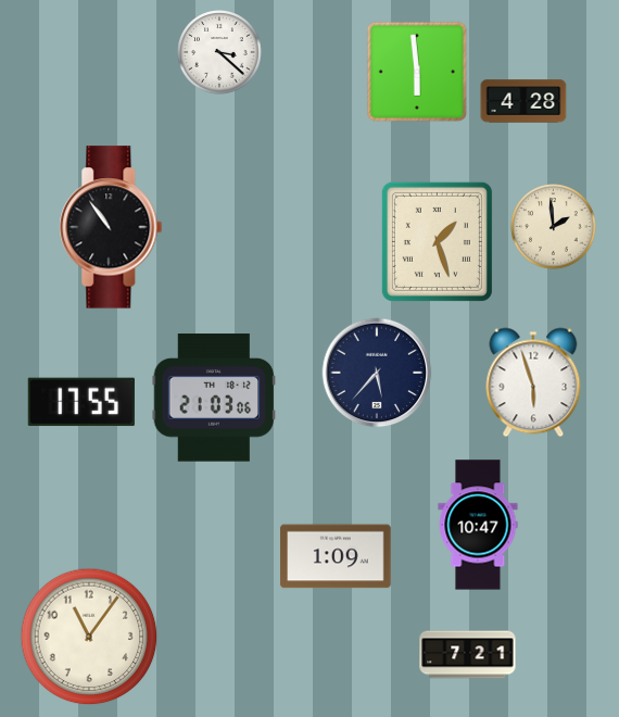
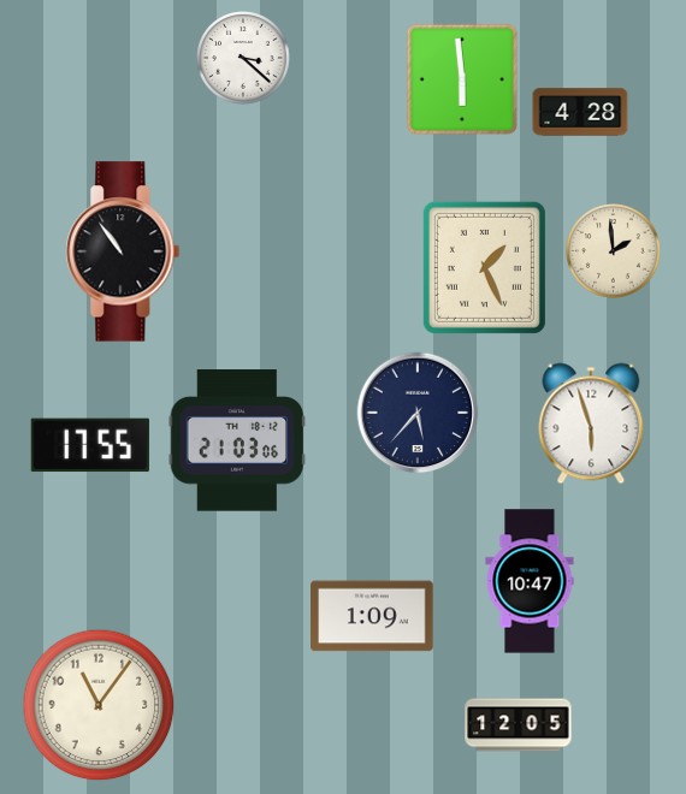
clock at (437, 241): 1:27 -> 1:26
clock at (468, 655): 7:21 -> 12:05
